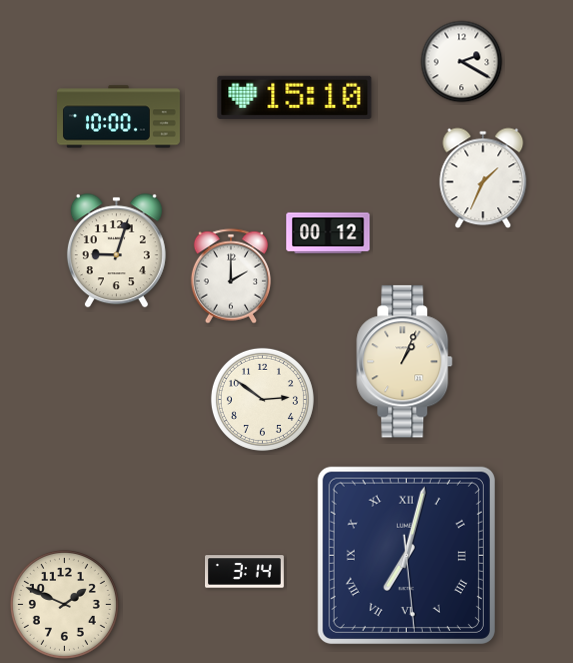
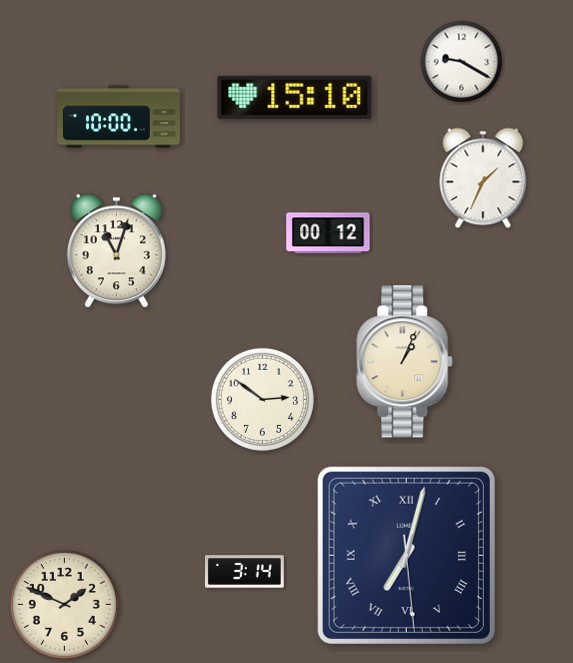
clock at (462, 62): 2:20 -> 9:20
clock at (116, 251): 9:03 -> 11:03
clock at (231, 276): 2:00 -> none
